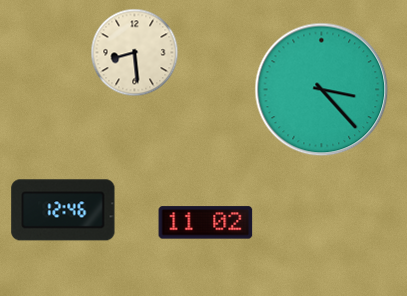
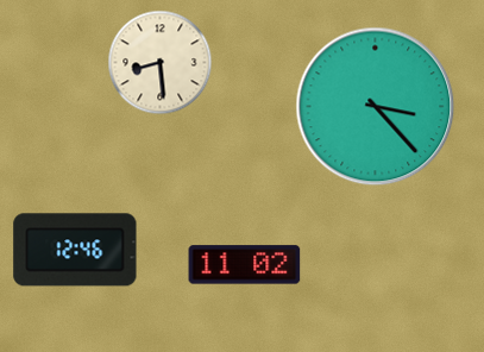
clock at (322, 90) position: (322, 90) -> (376, 107)
